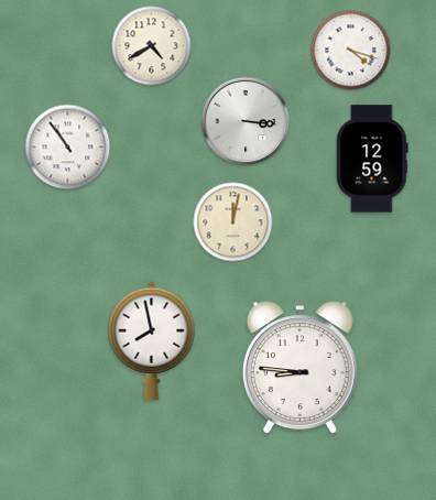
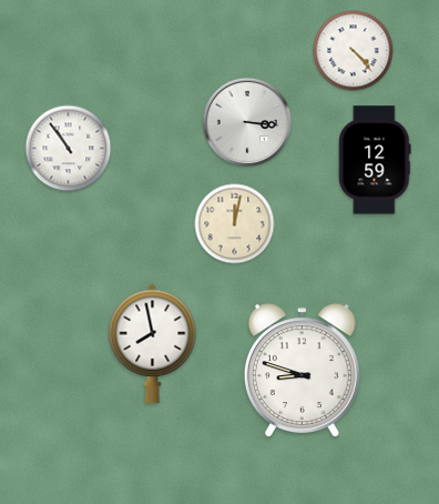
clock at (152, 46): 4:40 -> none
clock at (351, 51): 4:18 -> 4:23
clock at (299, 367): 8:46 -> 8:48
